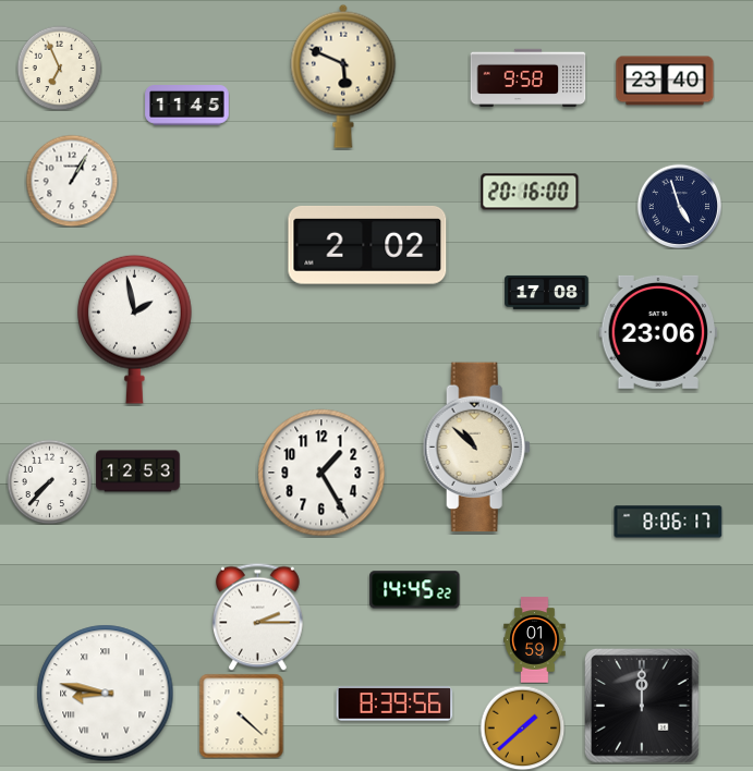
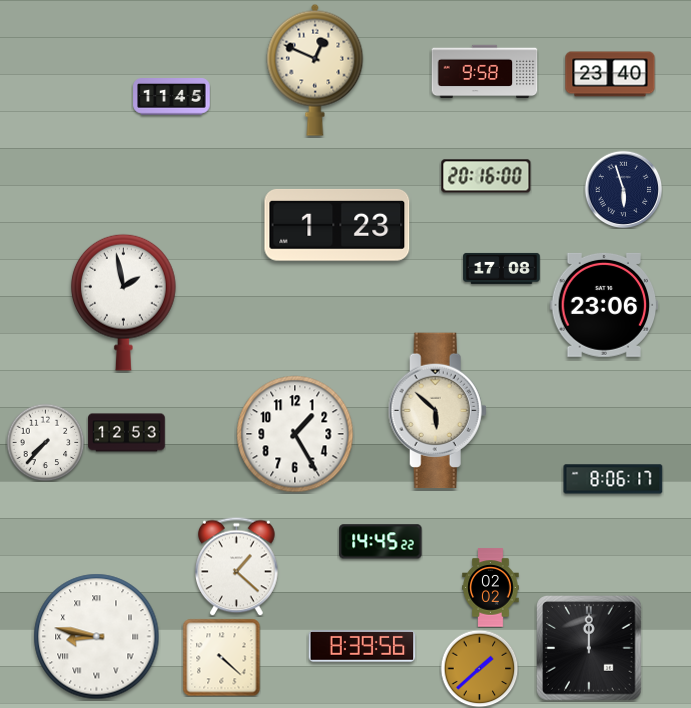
clock at (59, 68): 6:56 -> none
clock at (343, 76): 5:49 -> 12:49
clock at (72, 181): 1:05 -> none
clock at (679, 206): 4:57 -> 5:57
clock at (367, 245): 2:02 -> 1:23
clock at (476, 448): 10:52 -> 5:52
clock at (258, 616): 2:15 -> 1:22
clock at (535, 640): 01:59 -> 02:02
